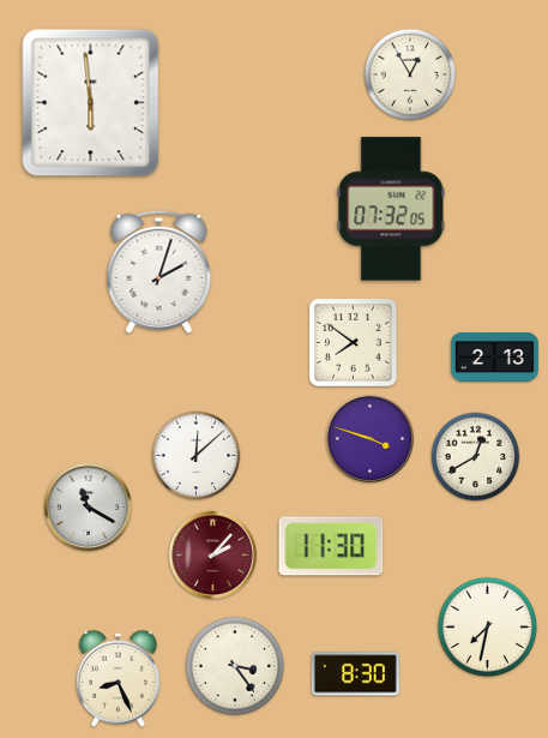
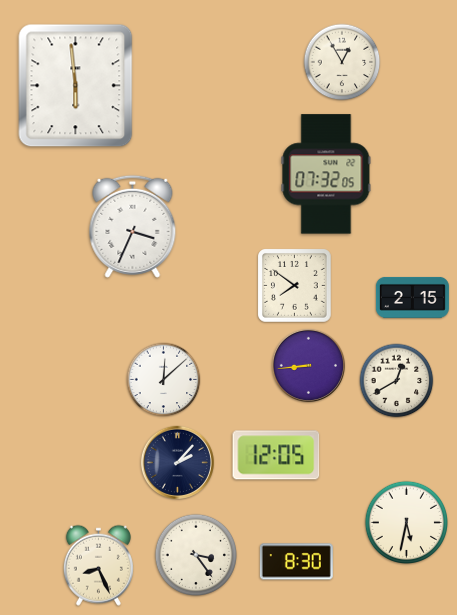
clock at (159, 271): 2:03 -> 3:34
clock at (494, 356): 2:13 -> 2:15
clock at (369, 438): 3:48 -> 8:44
clock at (88, 506): 11:20 -> none
clock at (331, 546): 11:30 -> 12:05
clock at (212, 554) dial: burgundy -> navy
clock at (487, 626): 7:32 -> 5:32
